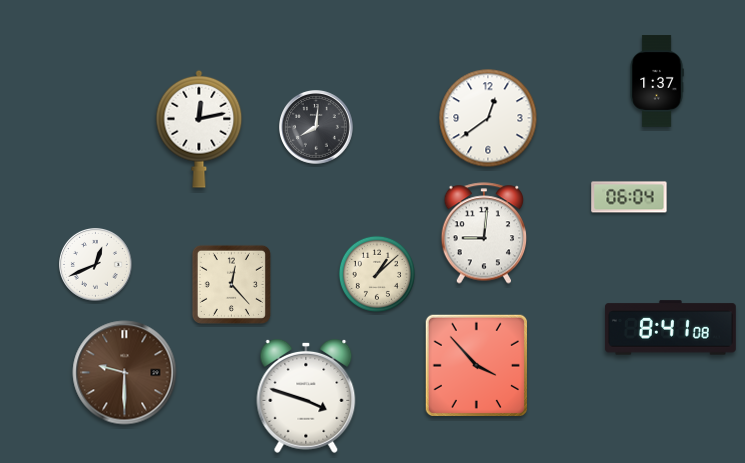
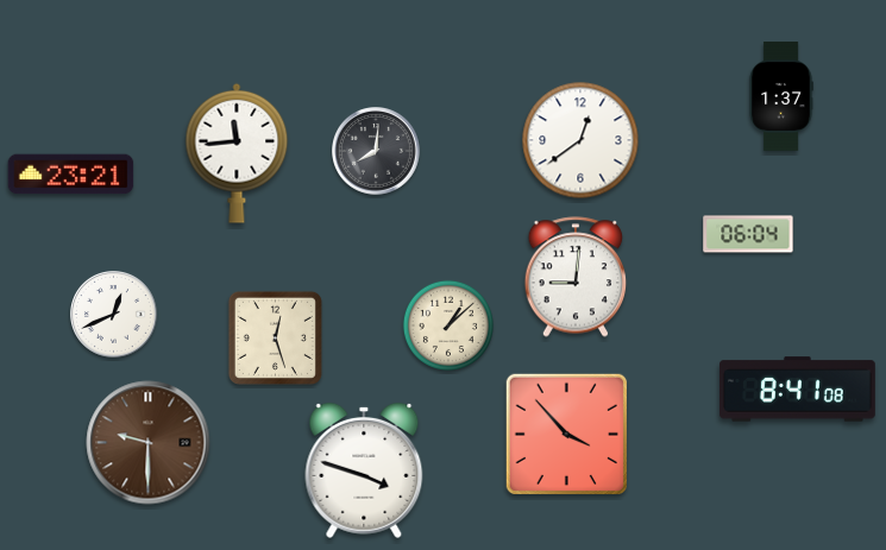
clock at (199, 129): 12:13 -> 11:44
clock at (71, 175): none -> 23:21
clock at (231, 284): 12:23 -> 12:27
